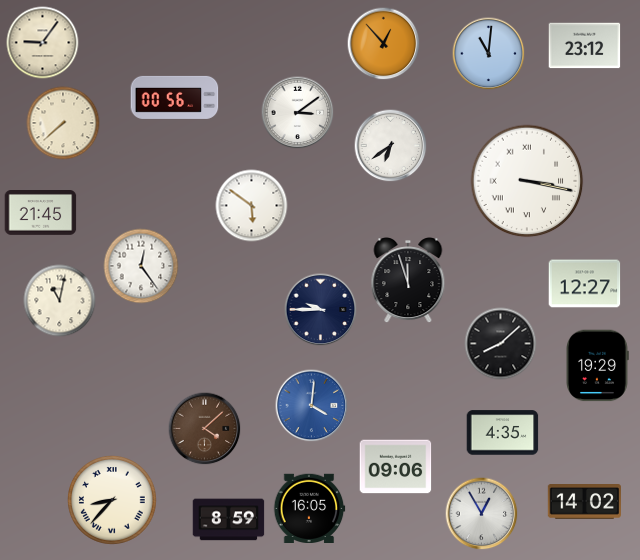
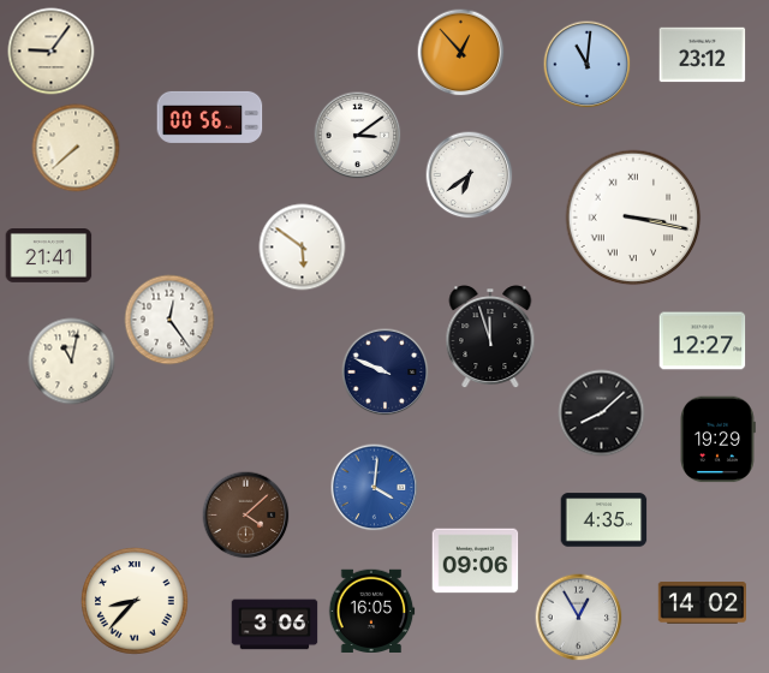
clock at (41, 213): 21:45 -> 21:41
clock at (321, 310): 9:45 -> 9:49
clock at (229, 520): 8:59 -> 3:06
